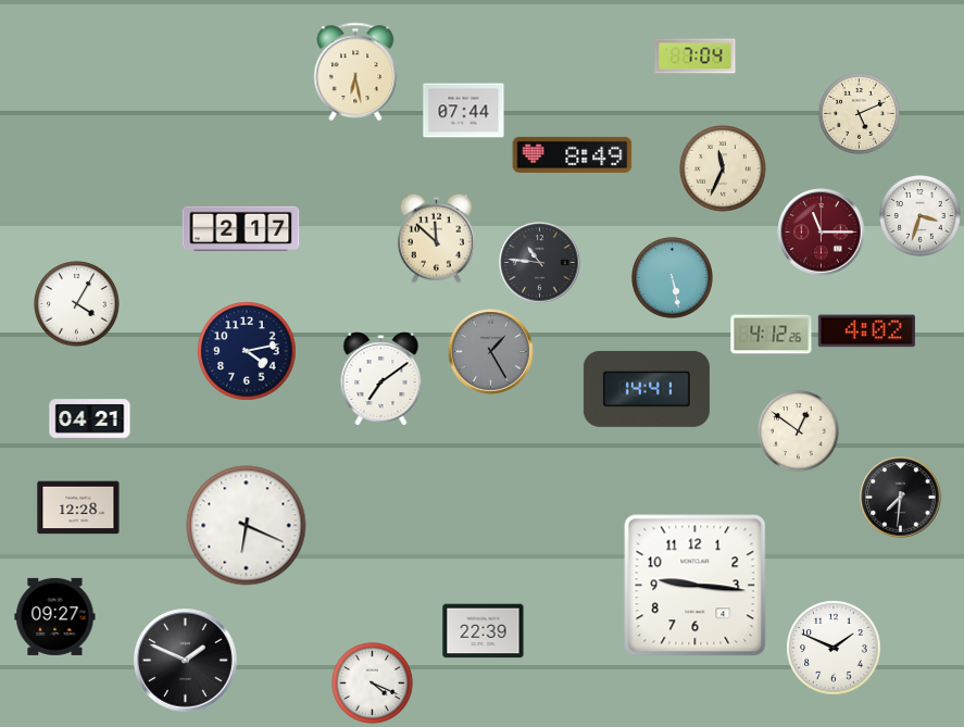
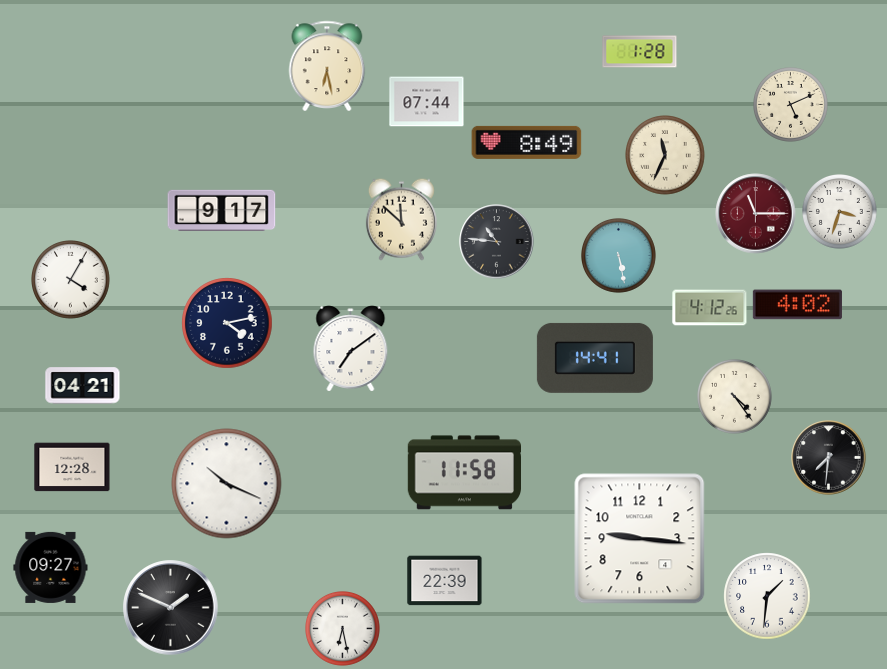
clock at (696, 57): 7:04 -> 1:28
clock at (921, 216) position: (921, 216) -> (840, 212)
clock at (241, 228): 2:17 -> 9:17
clock at (491, 352): 1:25 -> none
clock at (799, 431): 12:51 -> 4:24
clock at (464, 473): none -> 11:58
clock at (247, 526): 6:19 -> 10:19
clock at (834, 648): 1:49 -> 1:31
clock at (373, 684): 4:19 -> 6:28
